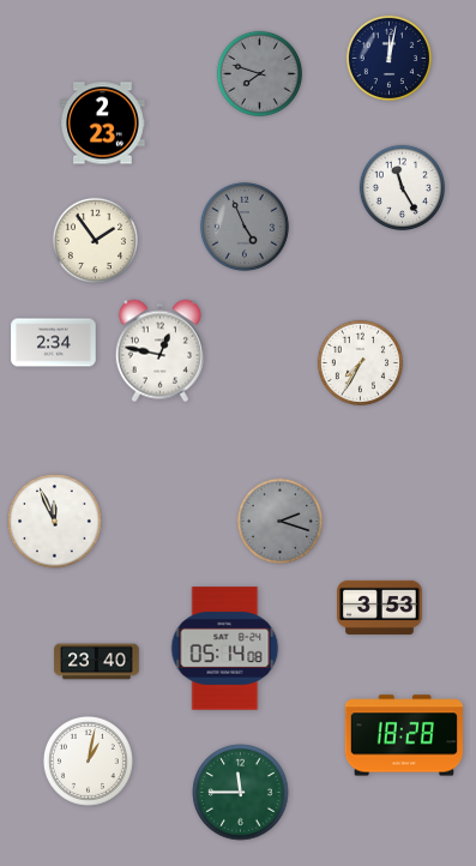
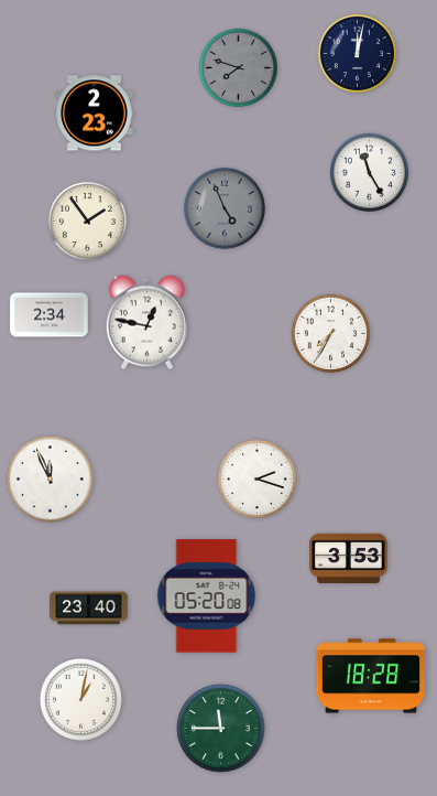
clock at (279, 521) dial: grey -> white
clock at (225, 649): 05:14 -> 05:20
